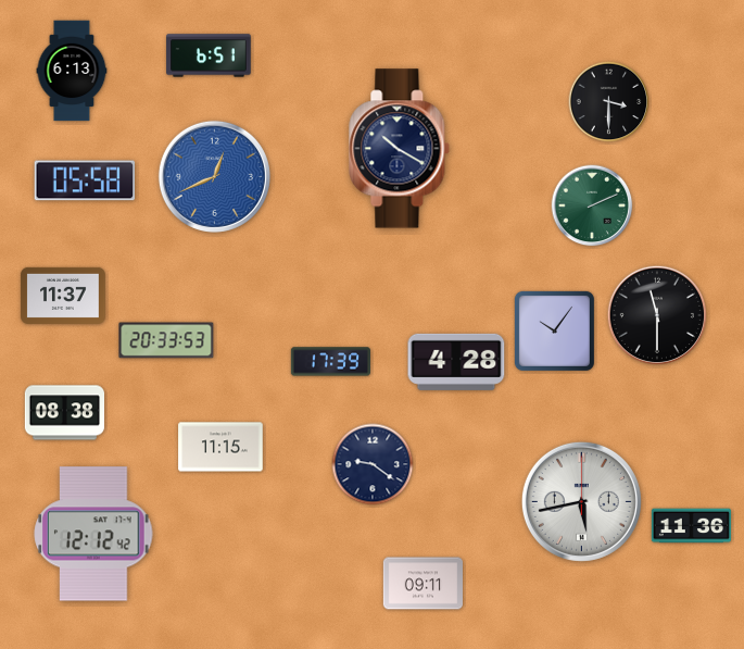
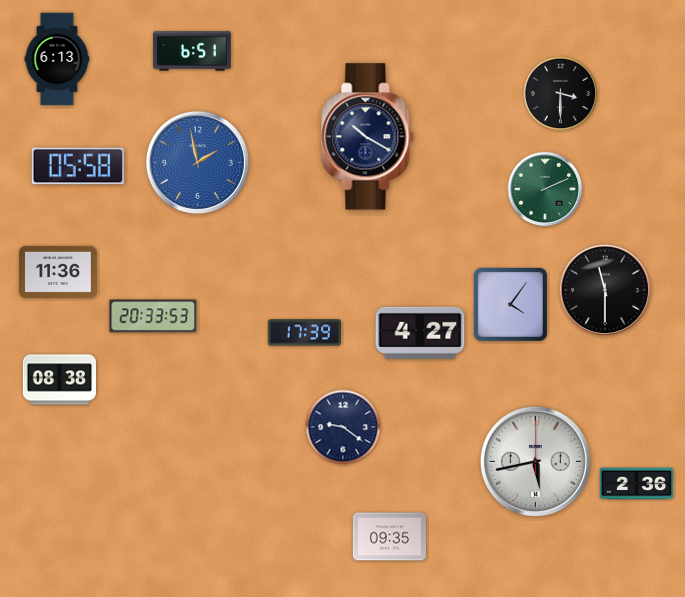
clock at (72, 71) position: (72, 71) -> (57, 59)
clock at (214, 176): 12:41 -> 1:58
clock at (63, 296): 11:37 -> 11:36
clock at (554, 330): 10:06 -> 4:06
clock at (166, 340) position: (166, 340) -> (153, 316)
clock at (456, 362): 4:28 -> 4:27
clock at (220, 447): 11:15 -> none
clock at (691, 526): 11:36 -> 2:36
clock at (93, 534): 12:12 -> none
clock at (423, 584): 09:11 -> 09:35
